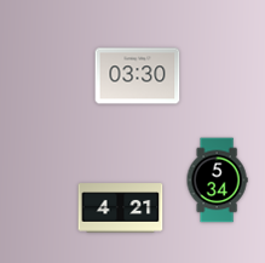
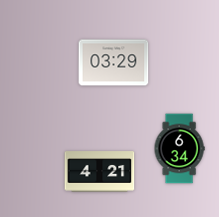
clock at (138, 76): 03:30 -> 03:29
clock at (217, 181): 5:34 -> 6:34
